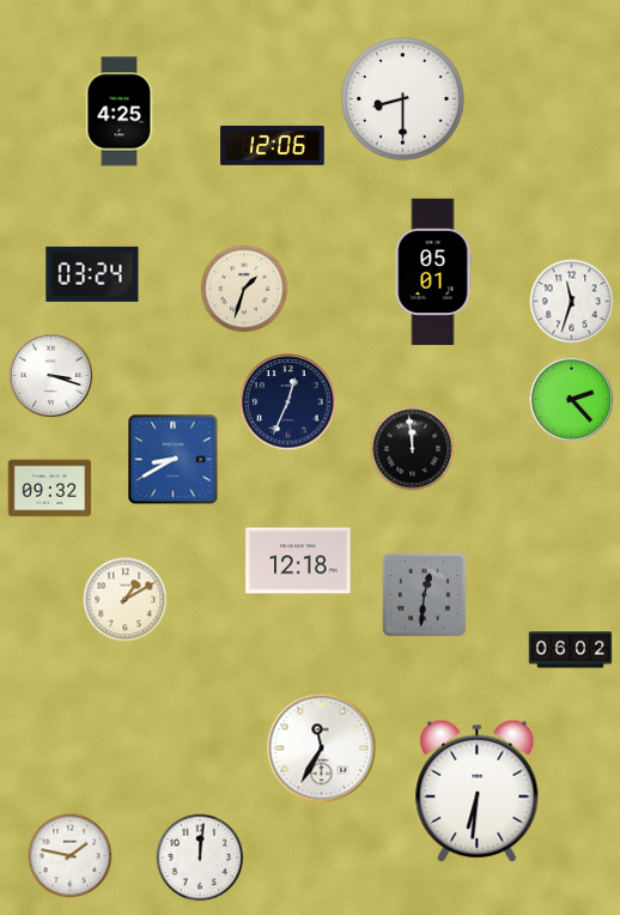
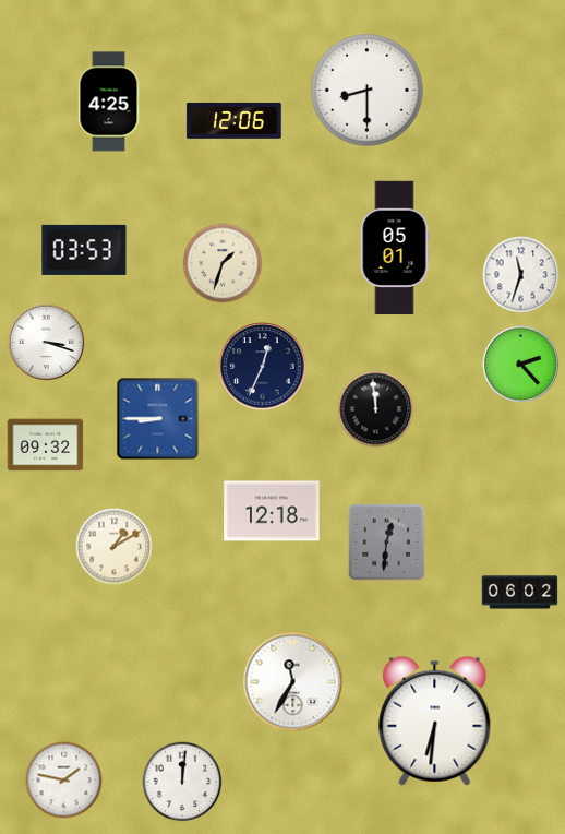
clock at (273, 146) position: (273, 146) -> (235, 121)
clock at (92, 274): 03:24 -> 03:53
clock at (174, 460): 8:40 -> 8:45
